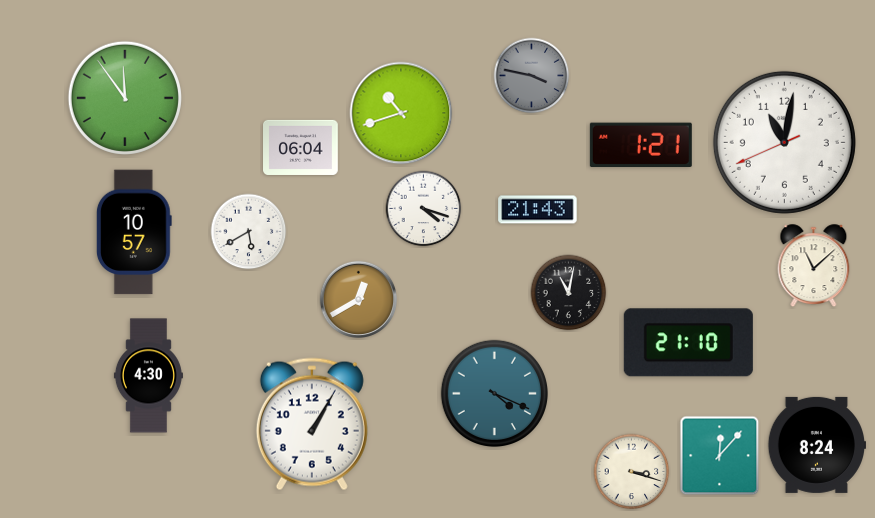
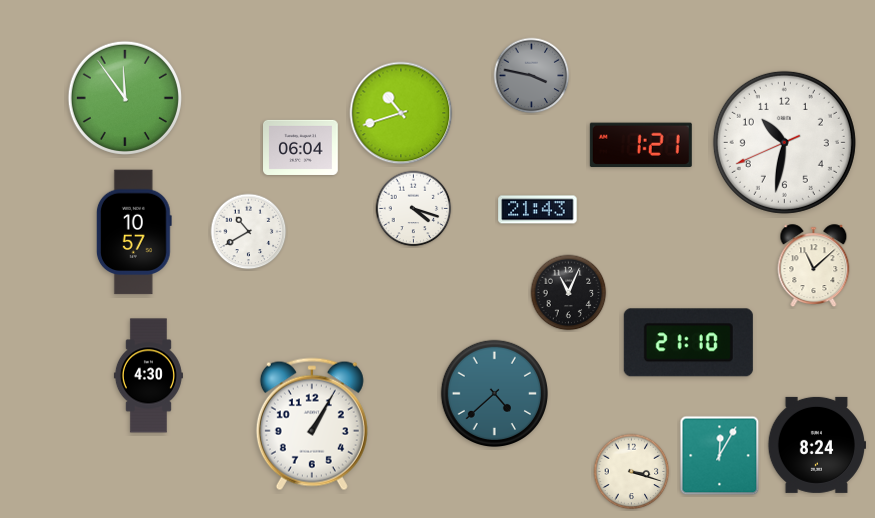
clock at (784, 142): 11:01 -> 10:31
clock at (424, 209) position: (424, 209) -> (414, 209)
clock at (249, 232): 5:40 -> 10:40
clock at (569, 293): 11:02 -> 11:04
clock at (358, 299): 12:40 -> none
clock at (494, 393): 4:19 -> 4:38
clock at (720, 456): 12:07 -> 12:05
